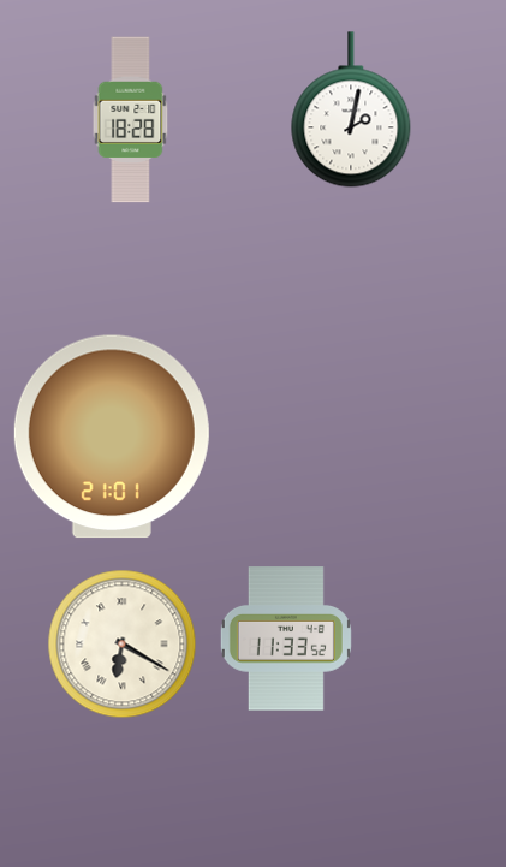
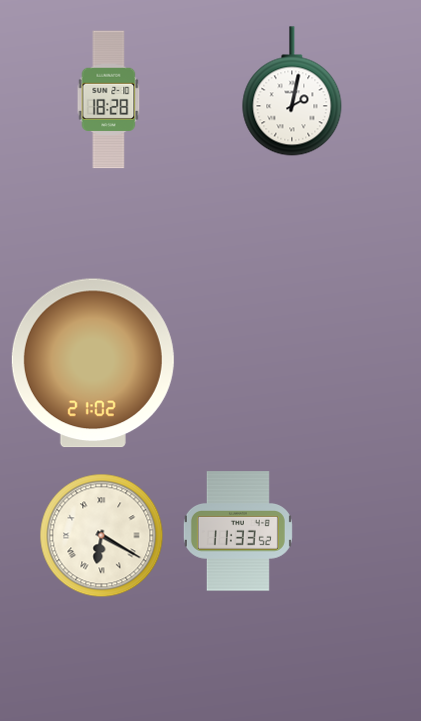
clock at (112, 437): 21:01 -> 21:02
